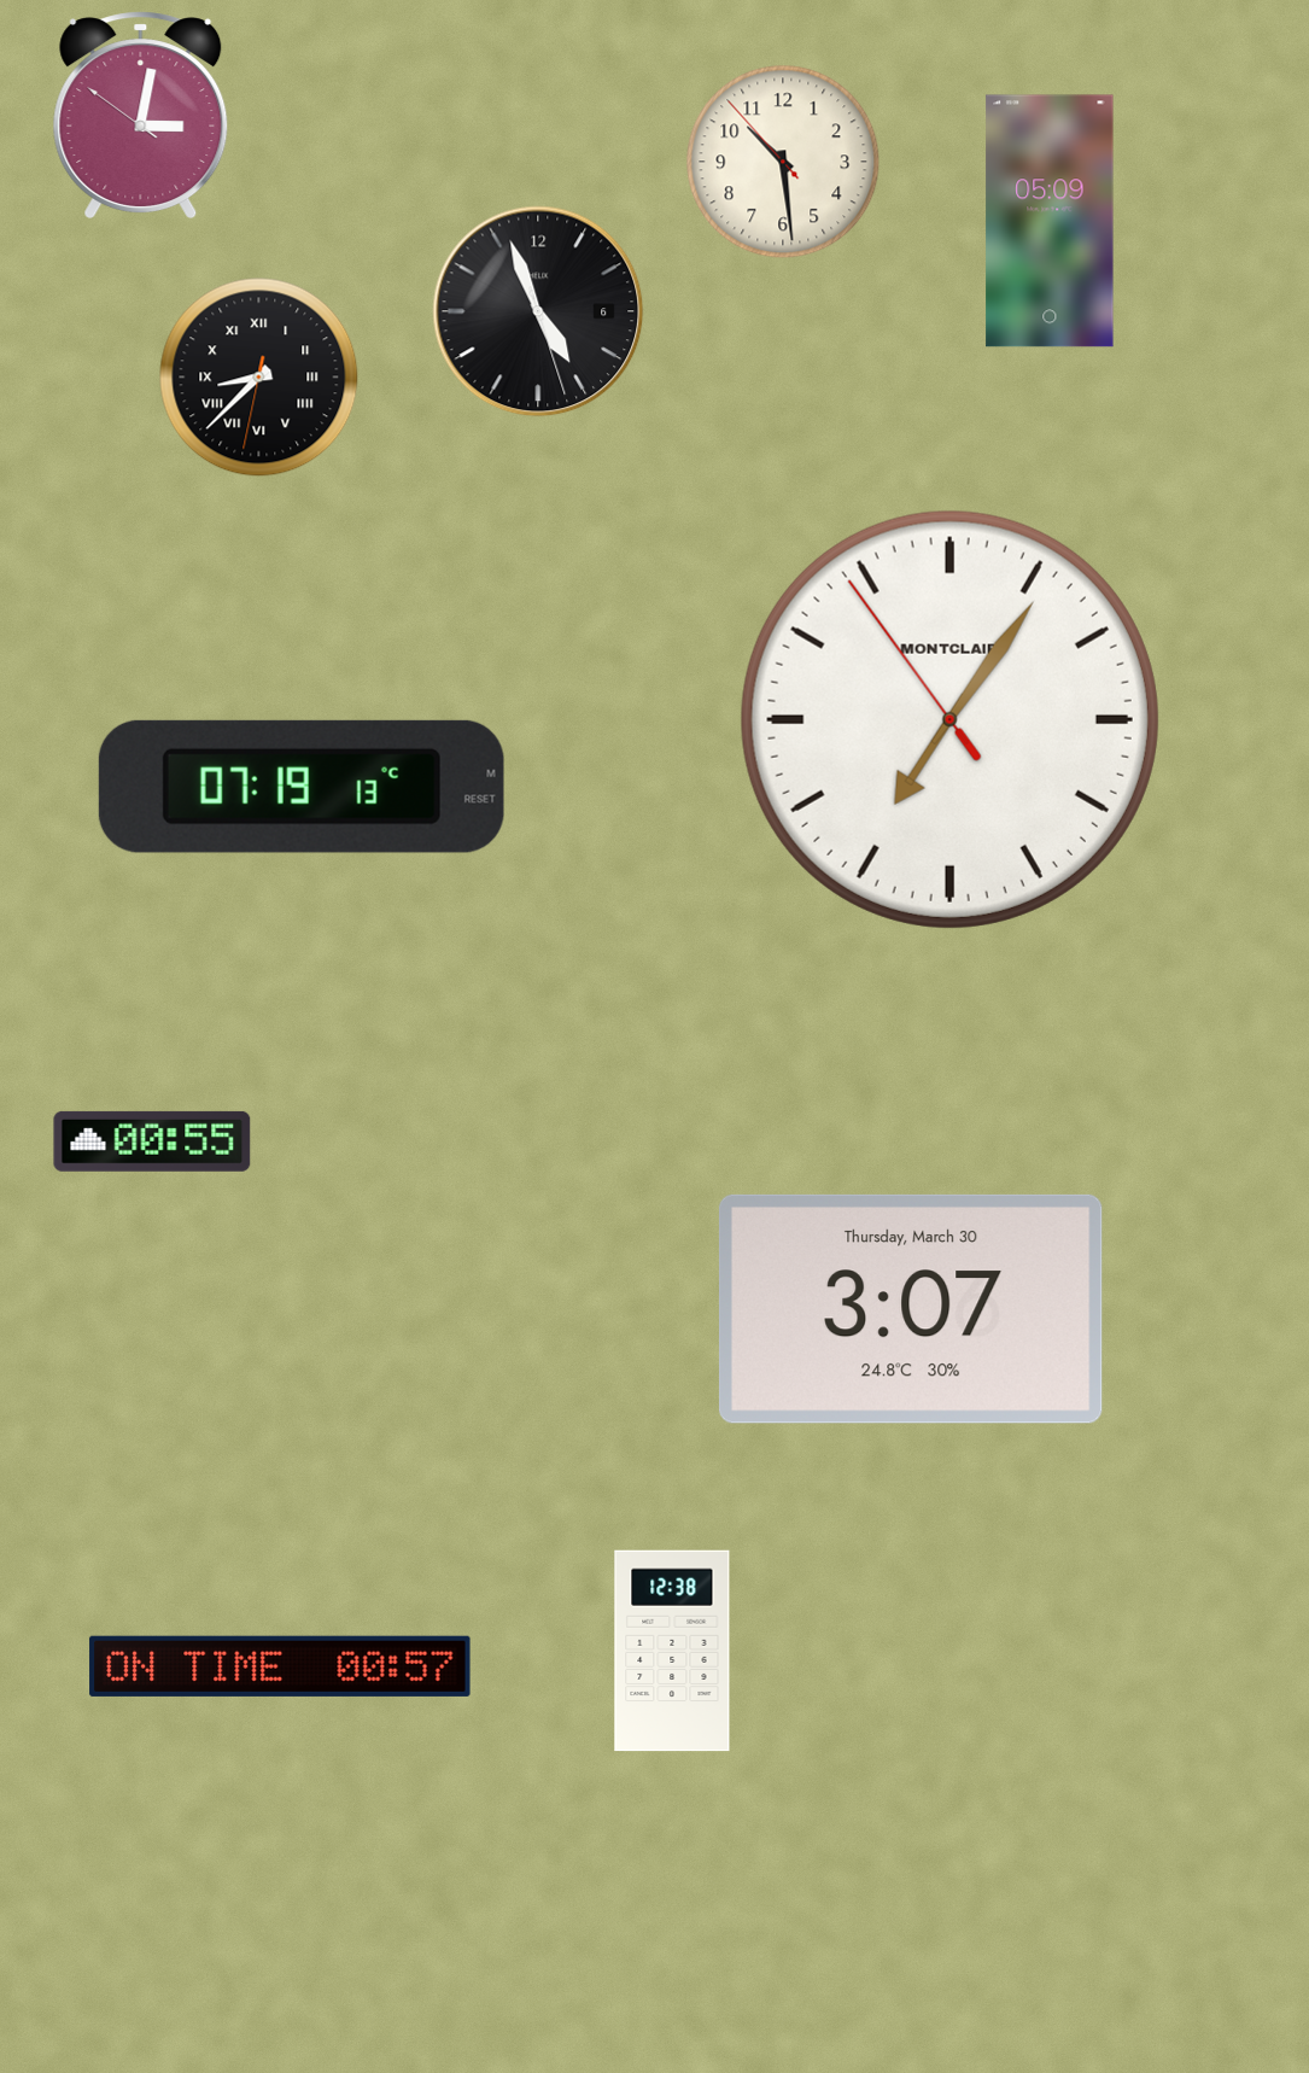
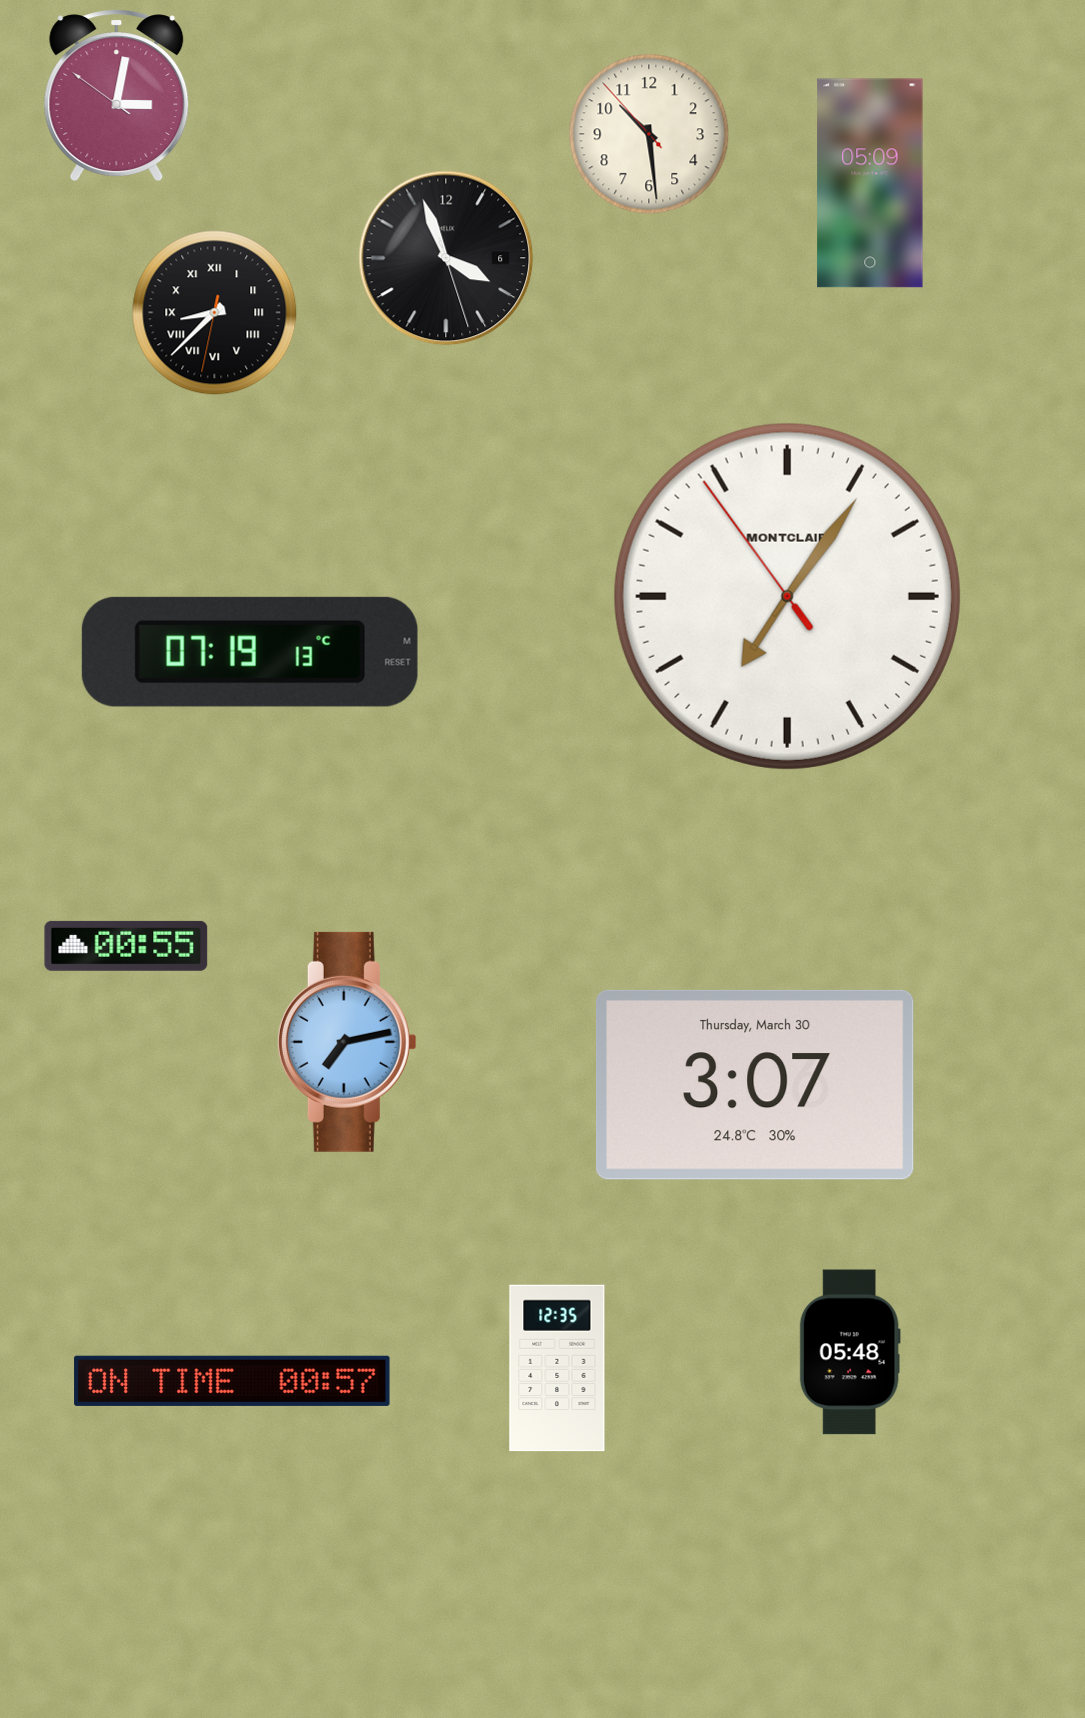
clock at (538, 311): 4:56 -> 3:56
clock at (347, 1042): none -> 7:13
clock at (850, 1352): none -> 05:48
clock at (672, 1651): 12:38 -> 12:35
